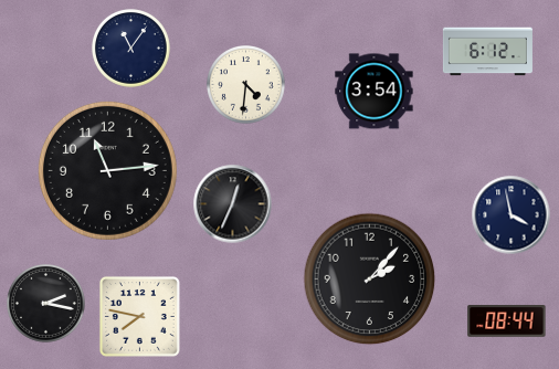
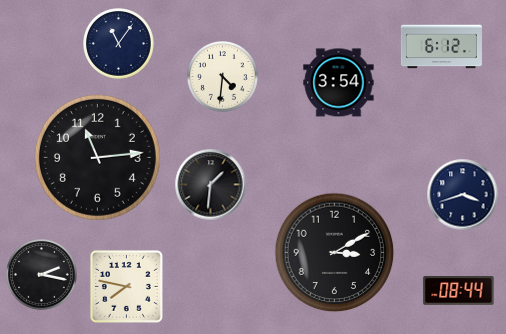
clock at (107, 170) position: (107, 170) -> (97, 157)
clock at (233, 204): 12:34 -> 1:31
clock at (511, 215): 3:58 -> 3:42
clock at (370, 280): 2:07 -> 3:10
